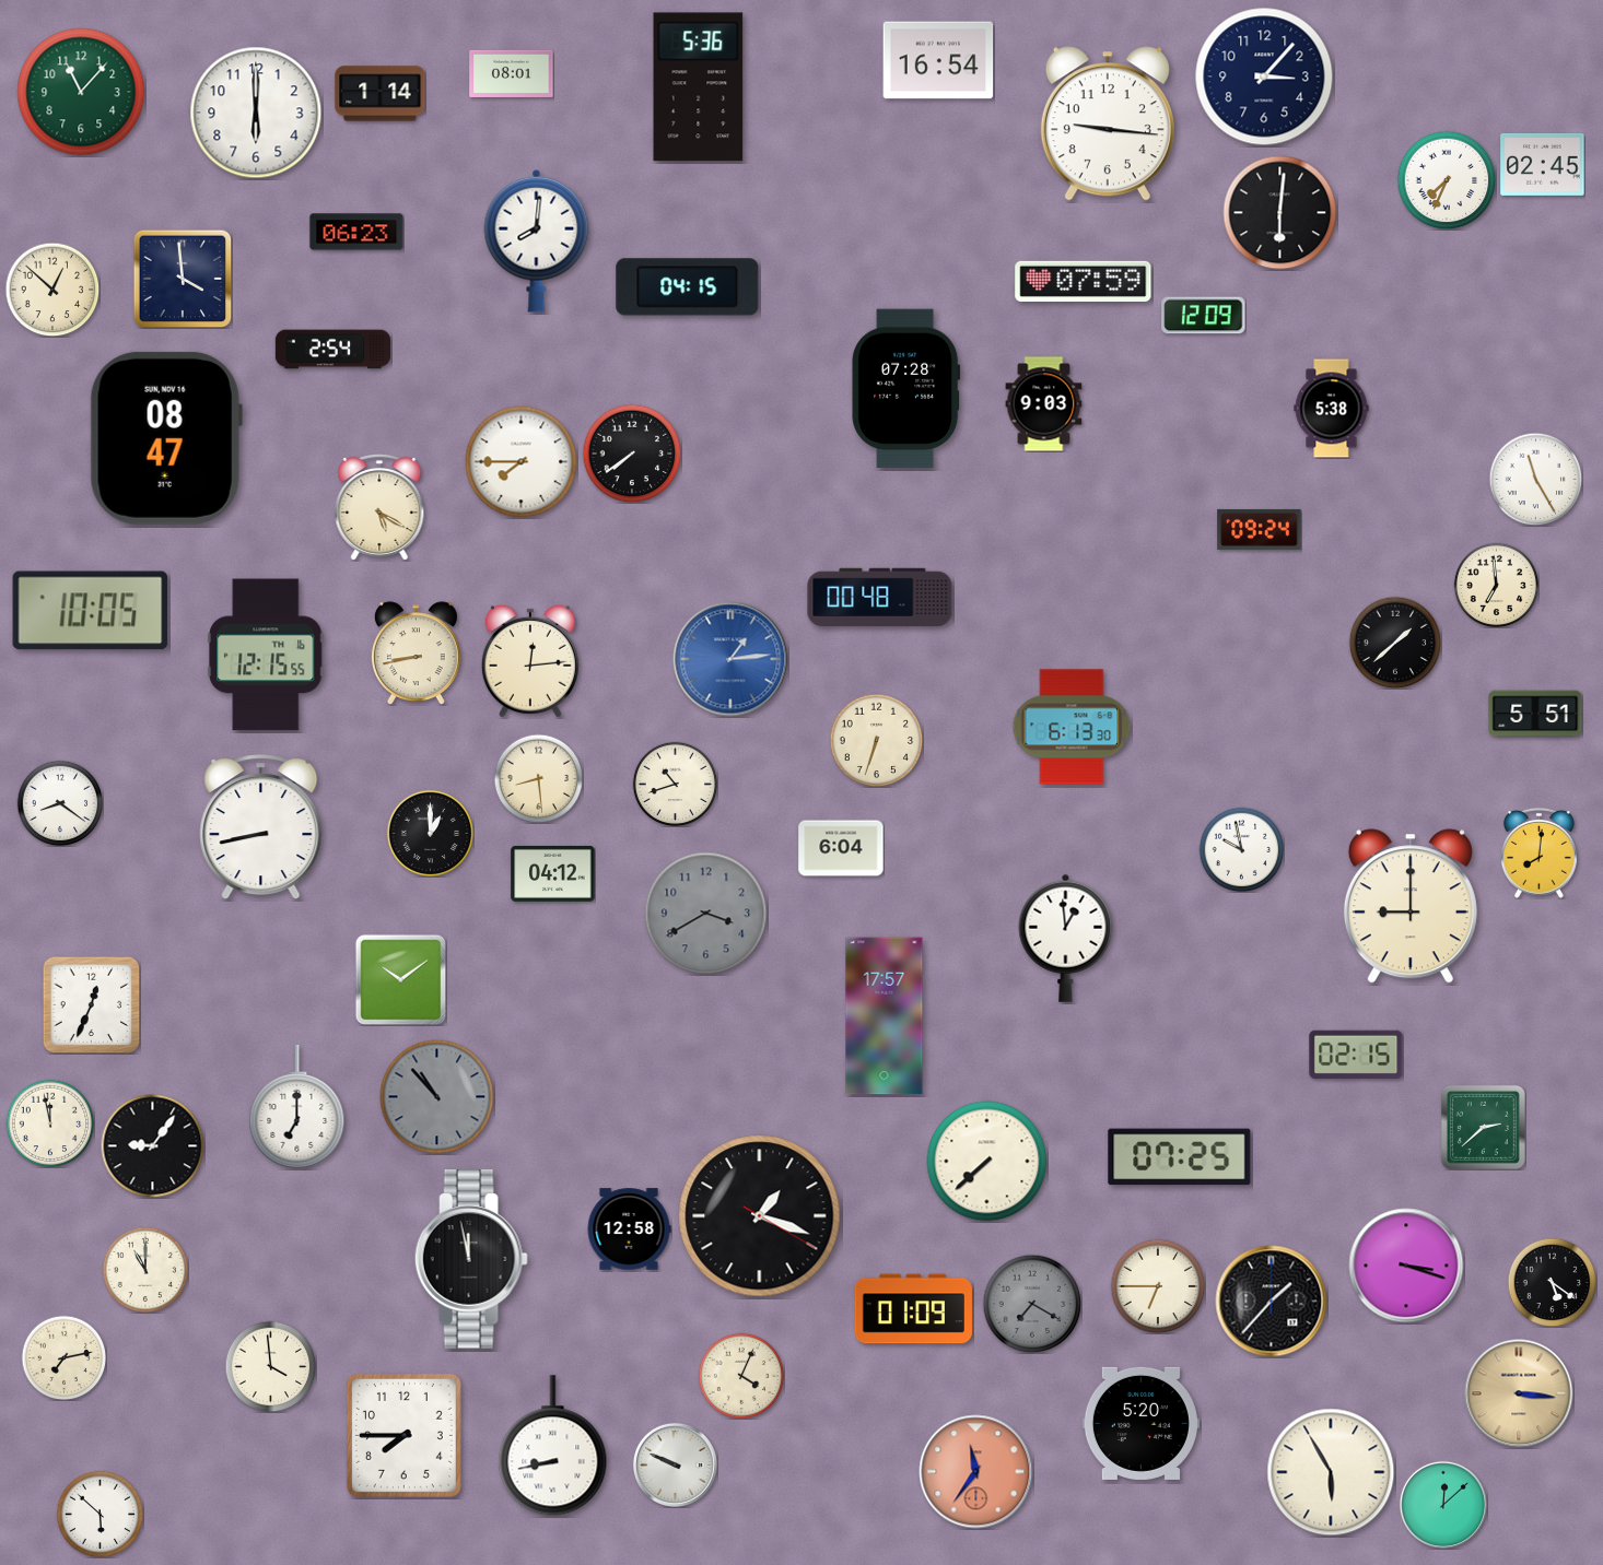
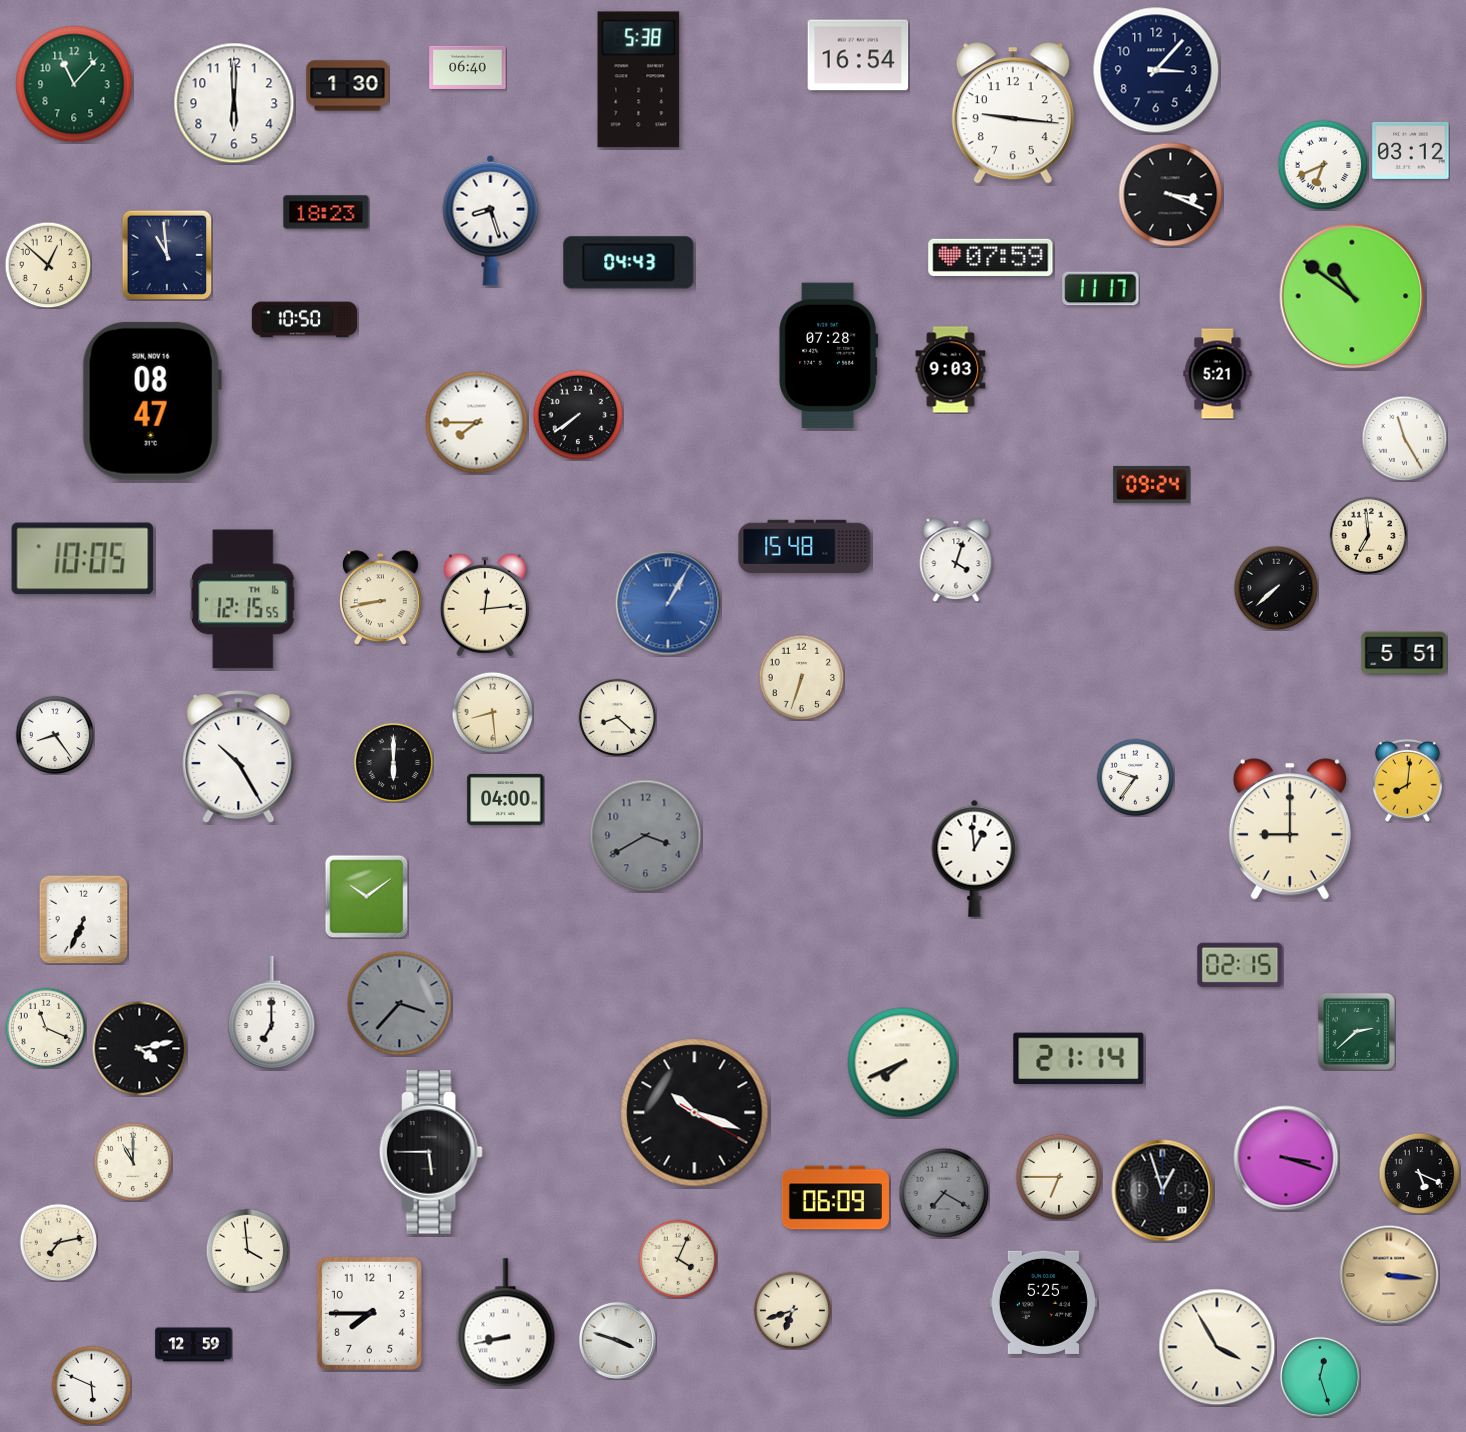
clock at (512, 73): 08:01 -> 06:40
clock at (699, 87): 5:36 -> 5:38
clock at (381, 94): 1:14 -> 1:30
clock at (1543, 164): 02:45 -> 03:12
clock at (1447, 180): 7:34 -> 6:41
clock at (1280, 213): 6:01 -> 3:19
clock at (356, 232): 06:23 -> 18:23
clock at (537, 240): 8:01 -> 8:27
clock at (183, 279): 3:59 -> 10:59
clock at (688, 287): 04:15 -> 04:43
clock at (1204, 316): 12:09 -> 11:17
clock at (1352, 296): none -> 10:51
clock at (334, 350): 2:54 -> 10:50
clock at (1044, 404) position: (1044, 404) -> (951, 370)
clock at (1332, 409): 5:38 -> 5:21
clock at (379, 507): 5:20 -> none
clock at (880, 597): 00:48 -> 15:48
clock at (956, 560): none -> 4:03
clock at (1395, 643): 1:38 -> 7:38
clock at (730, 659): 1:14 -> 1:05
clock at (1072, 727): 6:13 -> none
clock at (675, 784): 10:42 -> 8:22
clock at (60, 803): 8:21 -> 8:24
clock at (261, 827): 8:43 -> 10:25
clock at (430, 833): 1:00 -> 6:00
clock at (841, 848): 6:04 -> none
clock at (1241, 849): 9:58 -> 9:36
clock at (553, 873): 04:12 -> 04:00
clock at (91, 1004): 12:34 -> 6:34
clock at (885, 1016): 17:57 -> none
clock at (437, 1097): 10:53 -> 3:37
clock at (50, 1123): 11:58 -> 11:19
clock at (152, 1145): 9:06 -> 4:13
clock at (1180, 1157): 07:25 -> 21:14
clock at (987, 1162): 7:38 -> 7:41
clock at (760, 1216): 1:18 -> 10:18
clock at (629, 1229): 12:58 -> none
clock at (471, 1259): 11:58 -> 5:45
clock at (1552, 1282): 5:21 -> 5:19
clock at (1272, 1302): 1:37 -> 12:57
clock at (913, 1309): 01:09 -> 06:09
clock at (1140, 1423): 5:20 -> 5:25
clock at (792, 1310): none -> 6:42
clock at (675, 1464): 9:49 -> 3:48
clock at (194, 1345): none -> 12:59
clock at (976, 1472): 11:36 -> none
clock at (1331, 1472): 5:55 -> 3:55
clock at (1443, 1505): 12:08 -> 12:27
clock at (100, 1514): 5:52 -> 5:49
